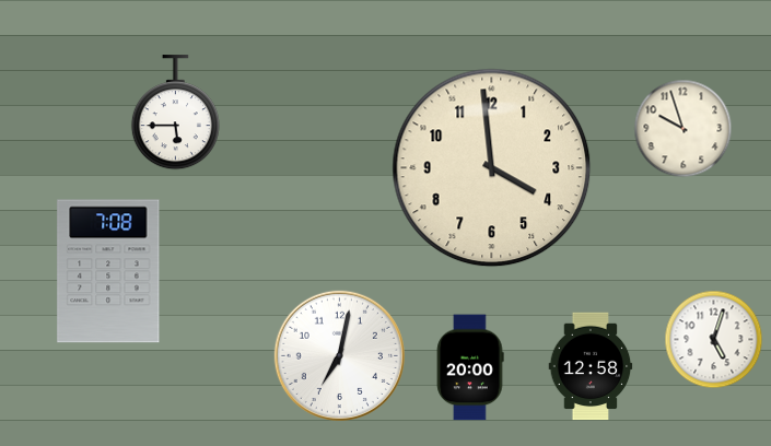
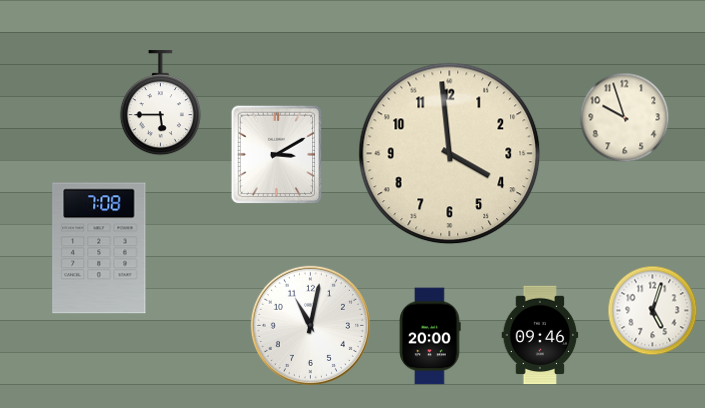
clock at (277, 155): none -> 3:10
clock at (339, 355): 7:02 -> 11:02
clock at (591, 366): 12:58 -> 09:46
